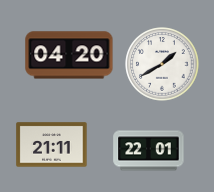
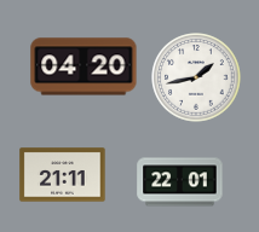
clock at (162, 64): 1:40 -> 1:43
